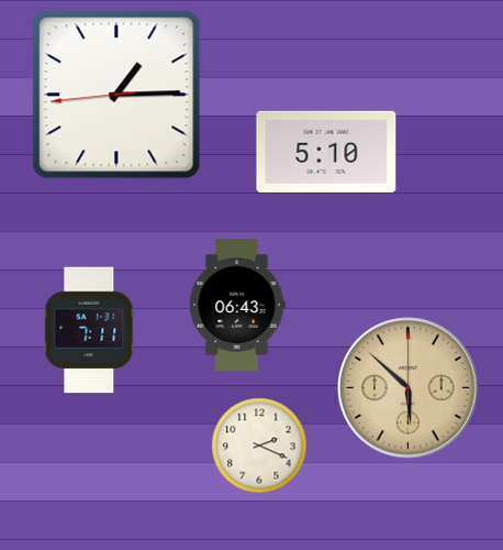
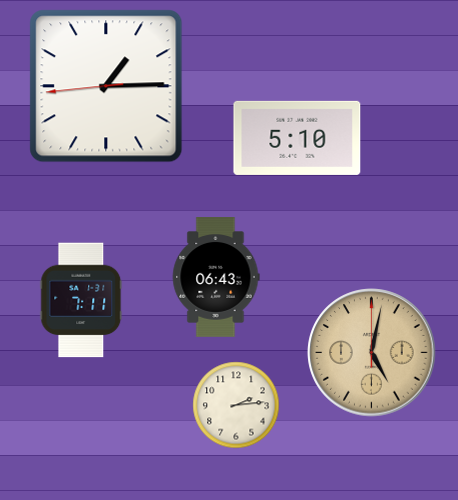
clock at (409, 388): 5:52 -> 5:02
clock at (259, 446): 2:19 -> 2:14
